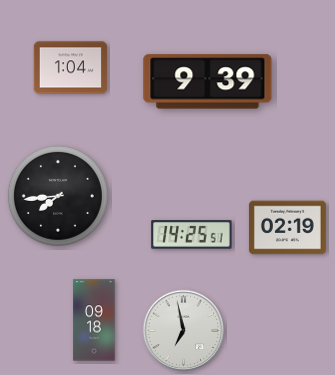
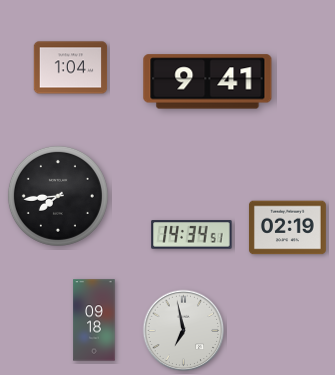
clock at (208, 82): 9:39 -> 9:41
clock at (192, 235): 14:25 -> 14:34
